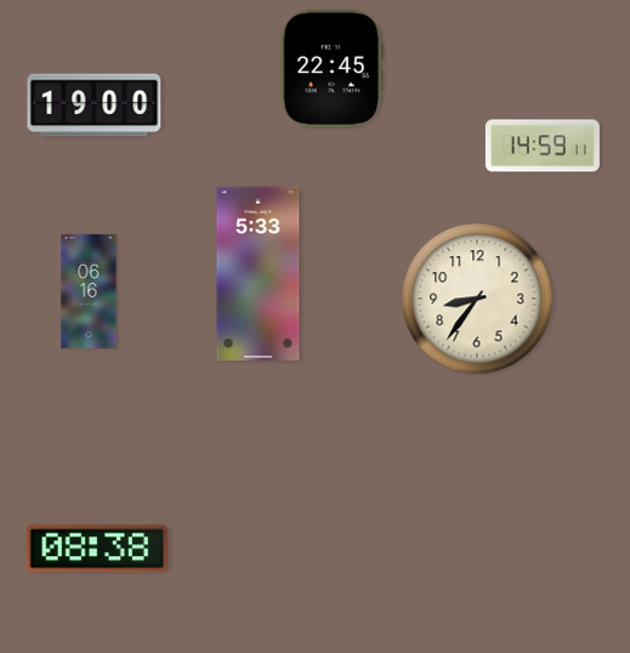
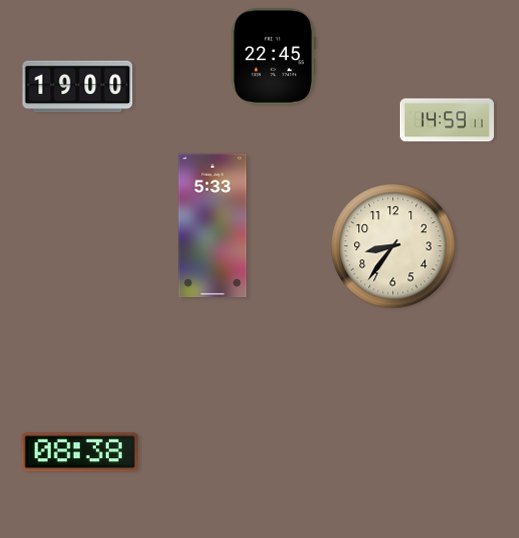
clock at (89, 291): 06:16 -> none
